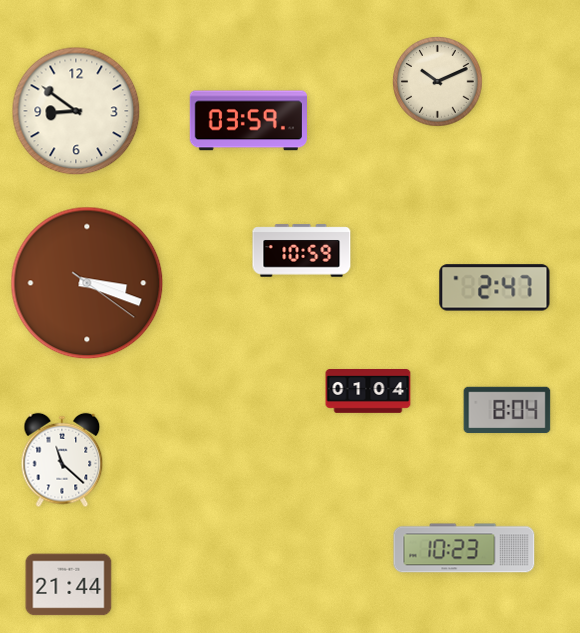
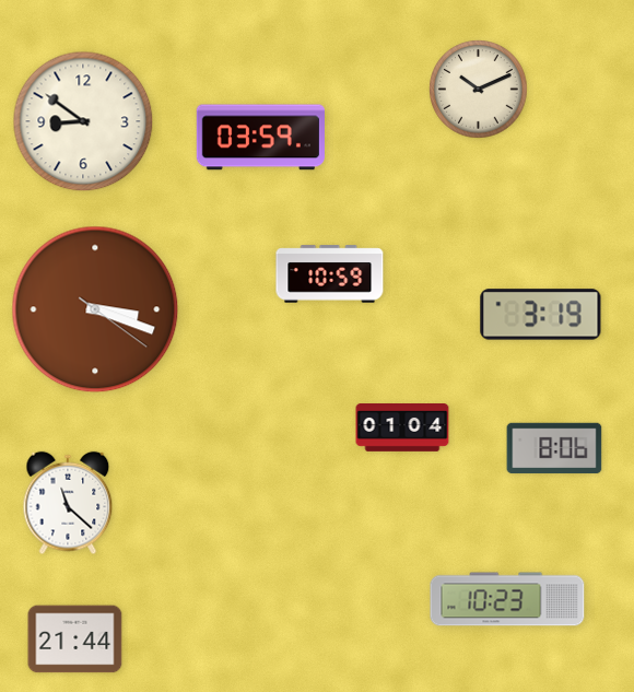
clock at (248, 121) position: (248, 121) -> (260, 138)
clock at (495, 288): 2:47 -> 3:19
clock at (507, 410): 8:04 -> 8:06
